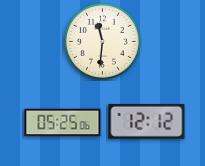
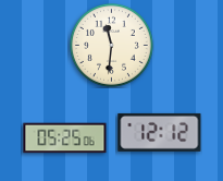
clock at (63, 123) position: (63, 123) -> (65, 138)
